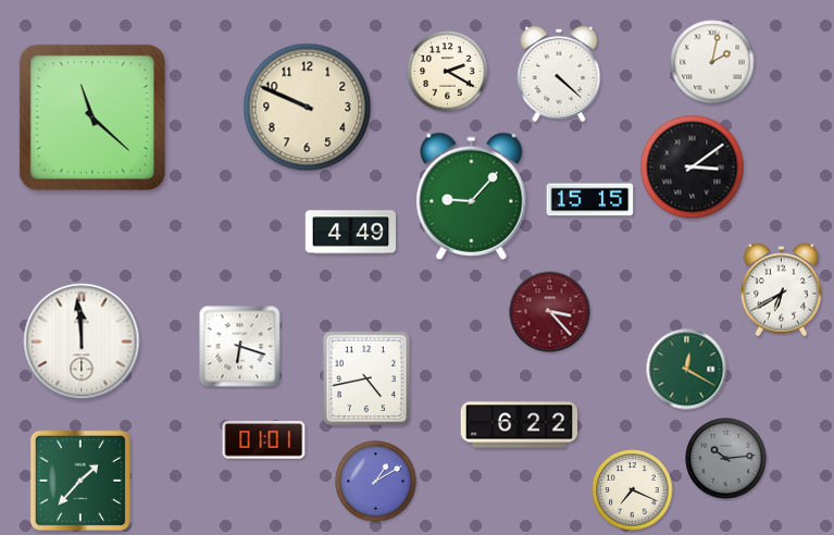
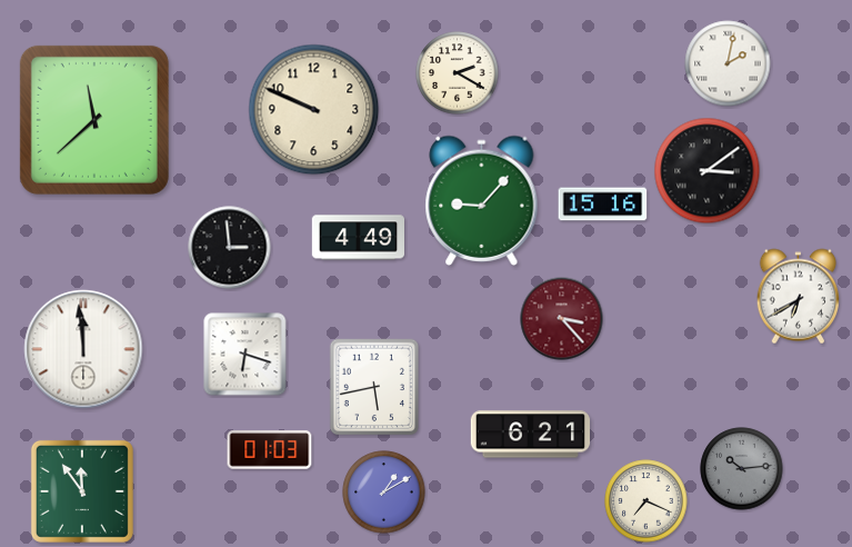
clock at (559, 74): 4:22 -> none
clock at (92, 117): 11:22 -> 11:38
clock at (590, 200): 15:15 -> 15:16
clock at (230, 248): none -> 2:59
clock at (687, 370): 12:20 -> none
clock at (365, 378): 4:43 -> 5:43
clock at (519, 425): 6:22 -> 6:21
clock at (264, 440): 01:01 -> 01:03
clock at (80, 481): 1:37 -> 11:54
